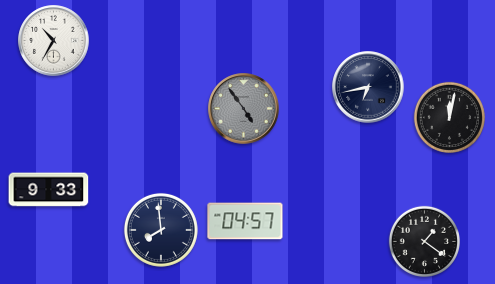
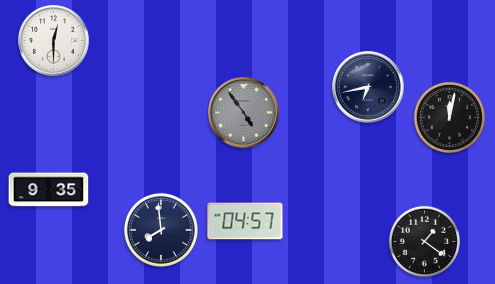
clock at (54, 41): 10:35 -> 12:30
clock at (244, 109) position: (244, 109) -> (244, 113)
clock at (49, 190): 9:33 -> 9:35
